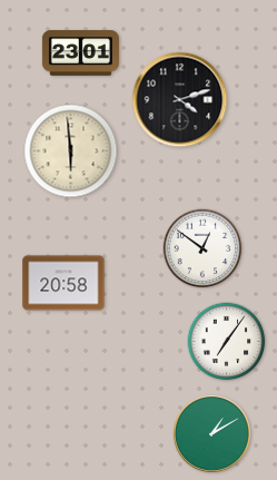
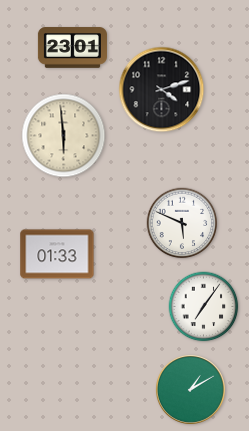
clock at (202, 248): 12:51 -> 5:49
clock at (63, 283): 20:58 -> 01:33
